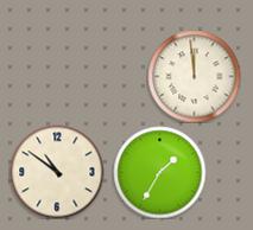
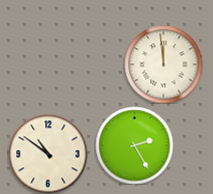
clock at (57, 172) position: (57, 172) -> (48, 154)
clock at (159, 172): 1:35 -> 2:25
